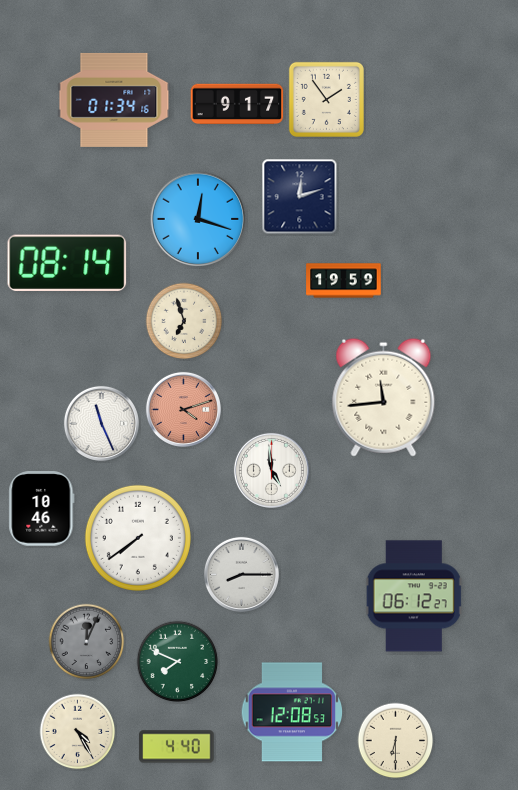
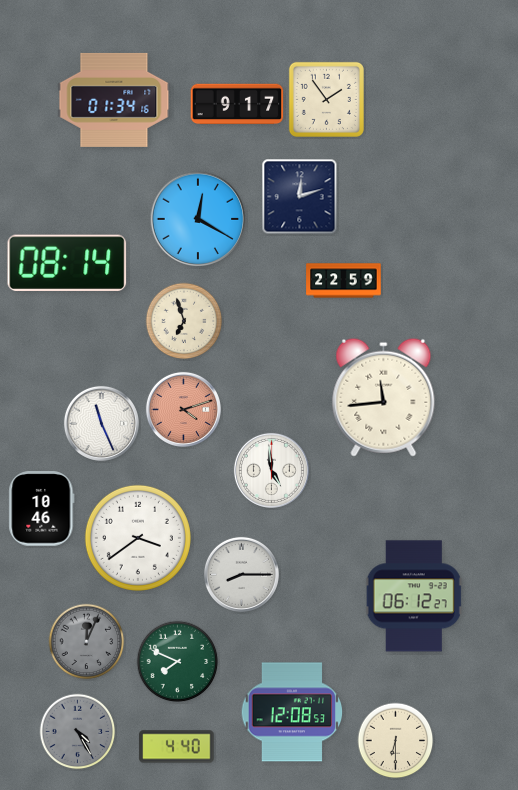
clock at (198, 219): 12:18 -> 12:20
clock at (344, 281): 19:59 -> 22:59
clock at (138, 538): 7:39 -> 3:39
clock at (78, 732) dial: cream -> grey
